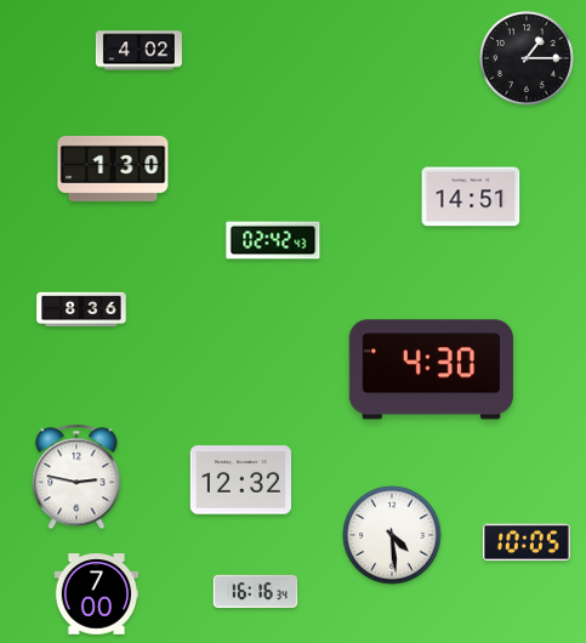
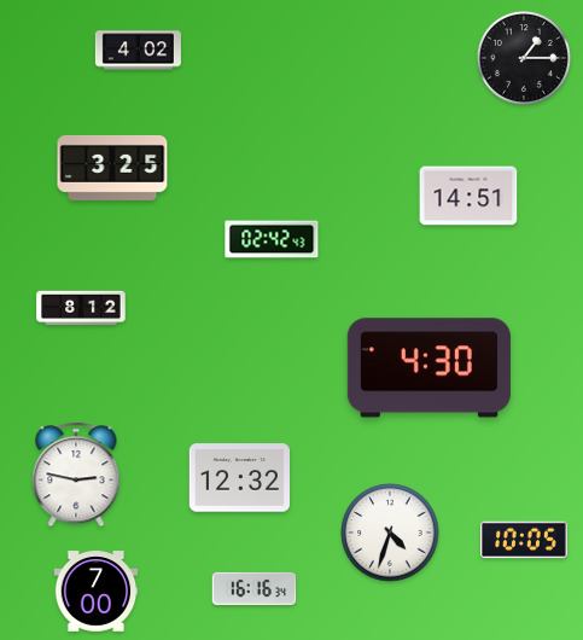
clock at (113, 169): 1:30 -> 3:25
clock at (81, 309): 8:36 -> 8:12
clock at (392, 535): 4:29 -> 4:33
